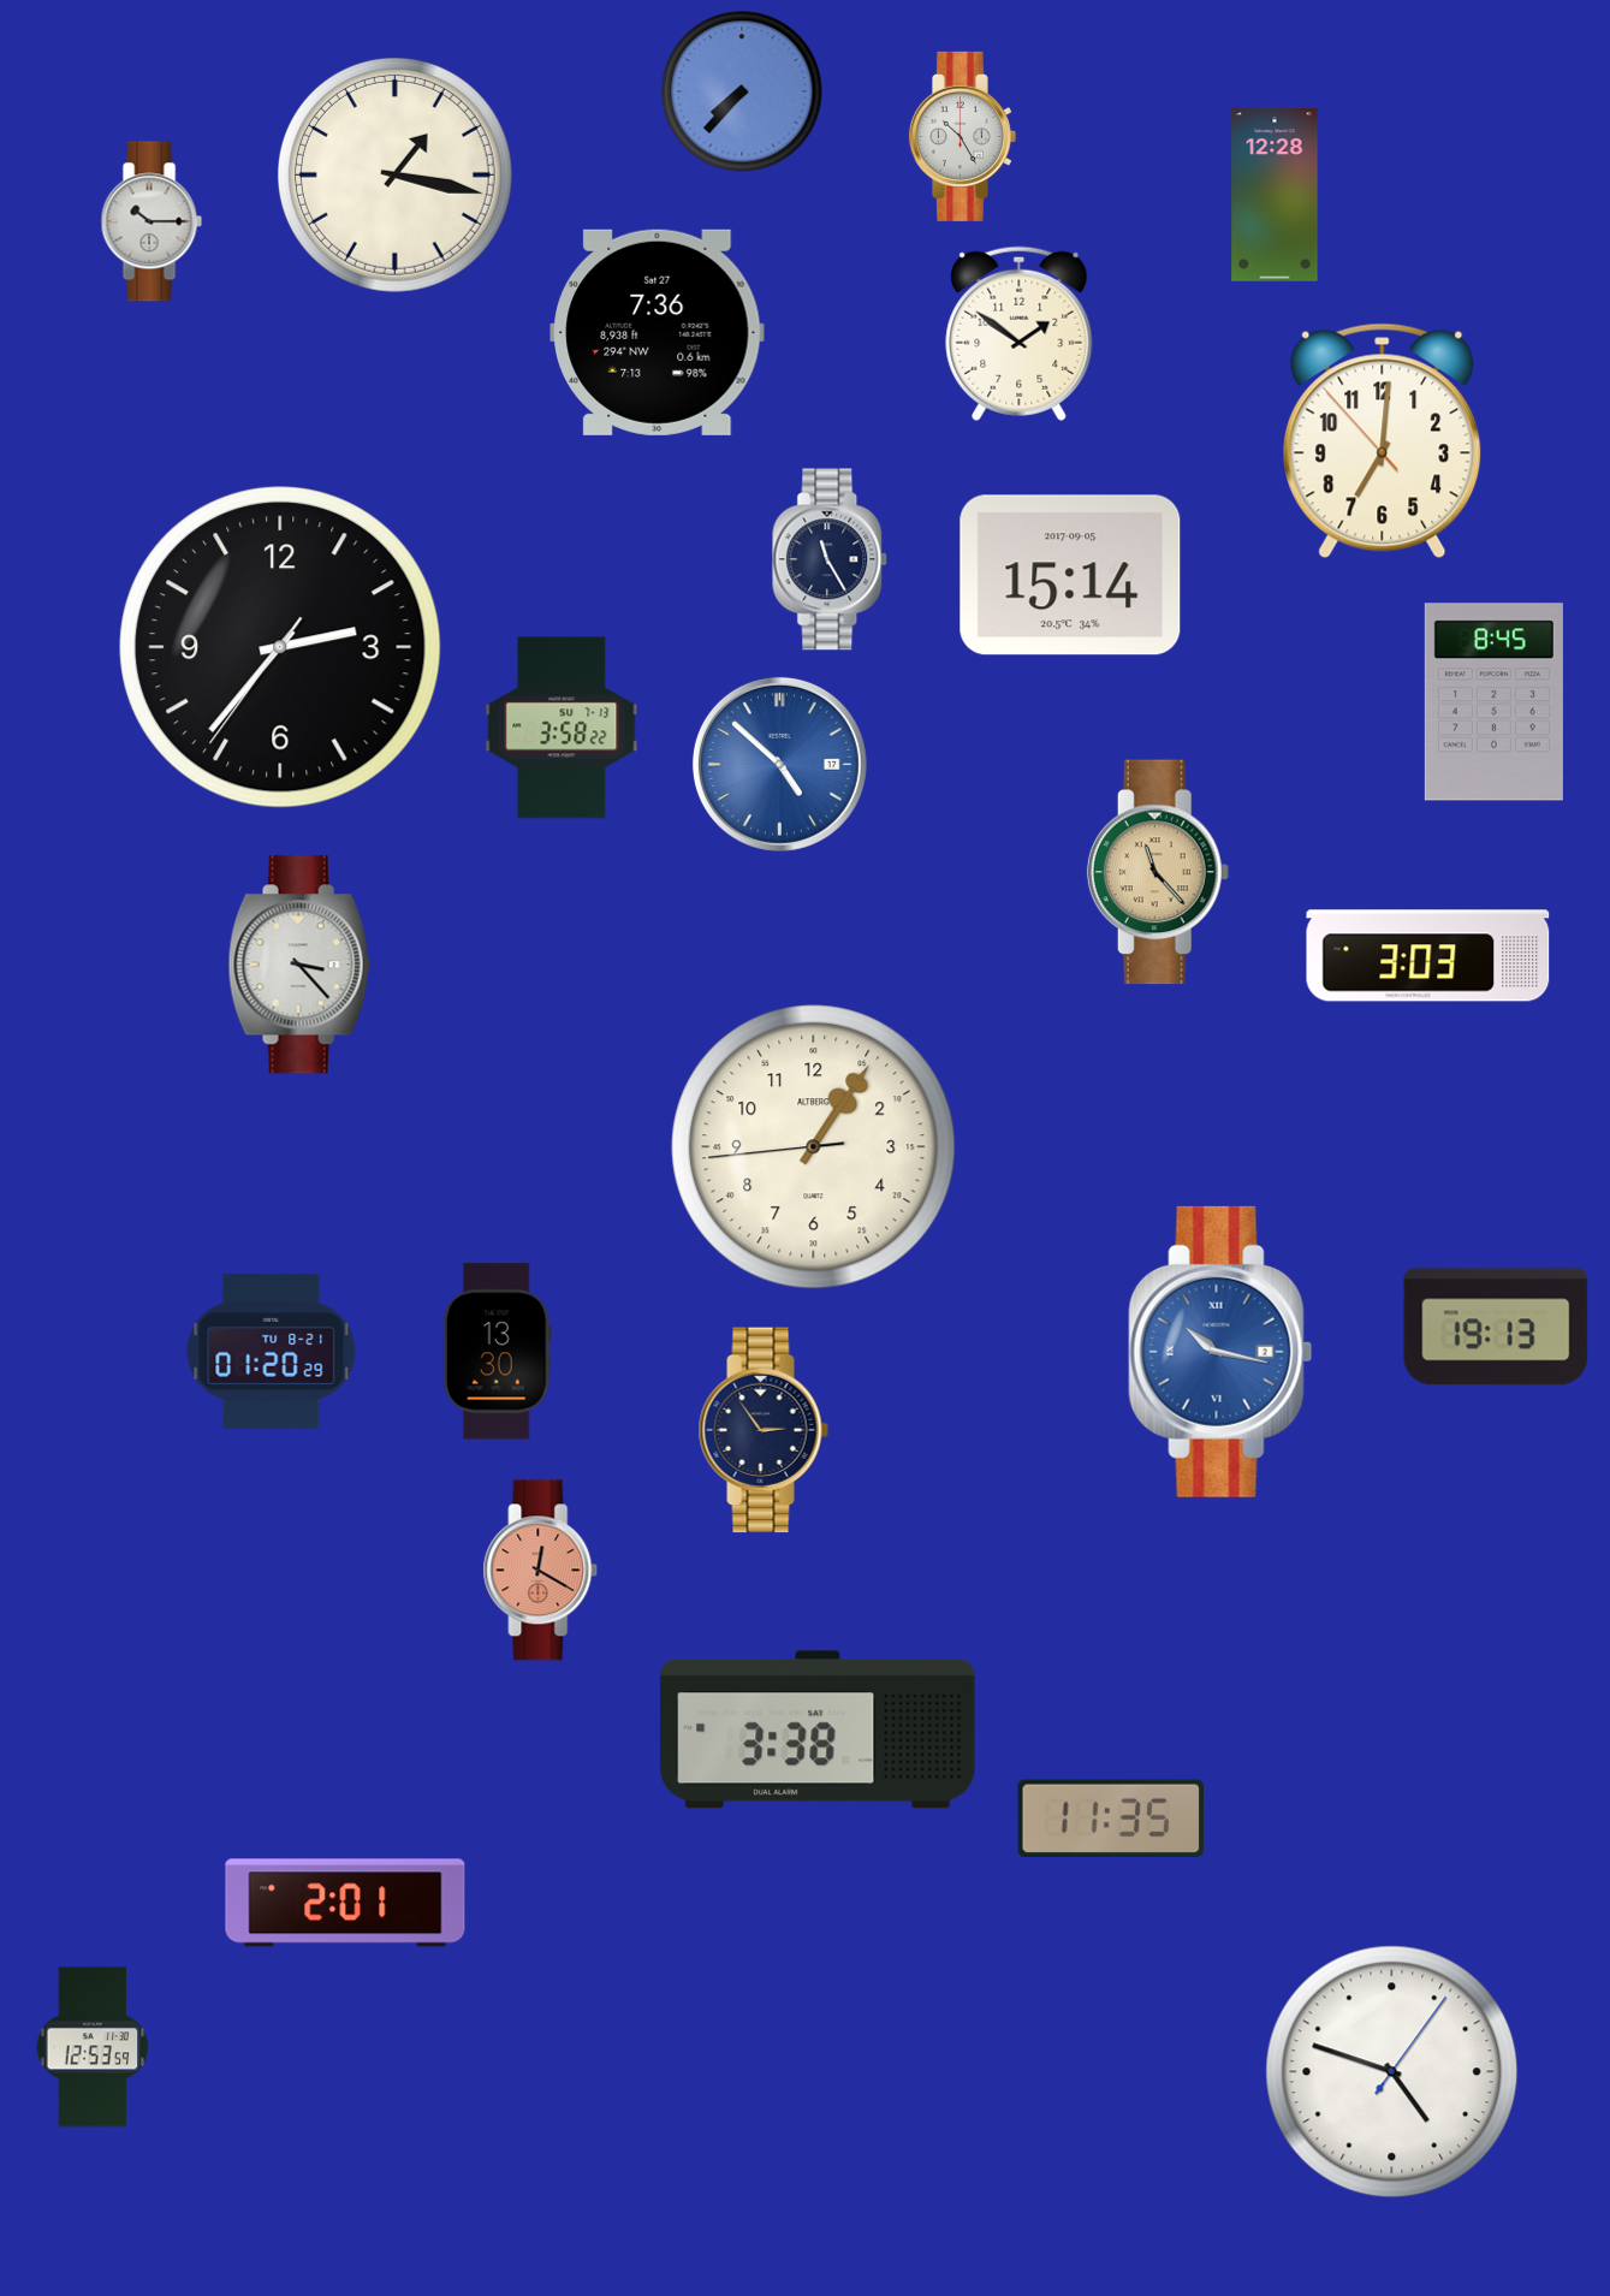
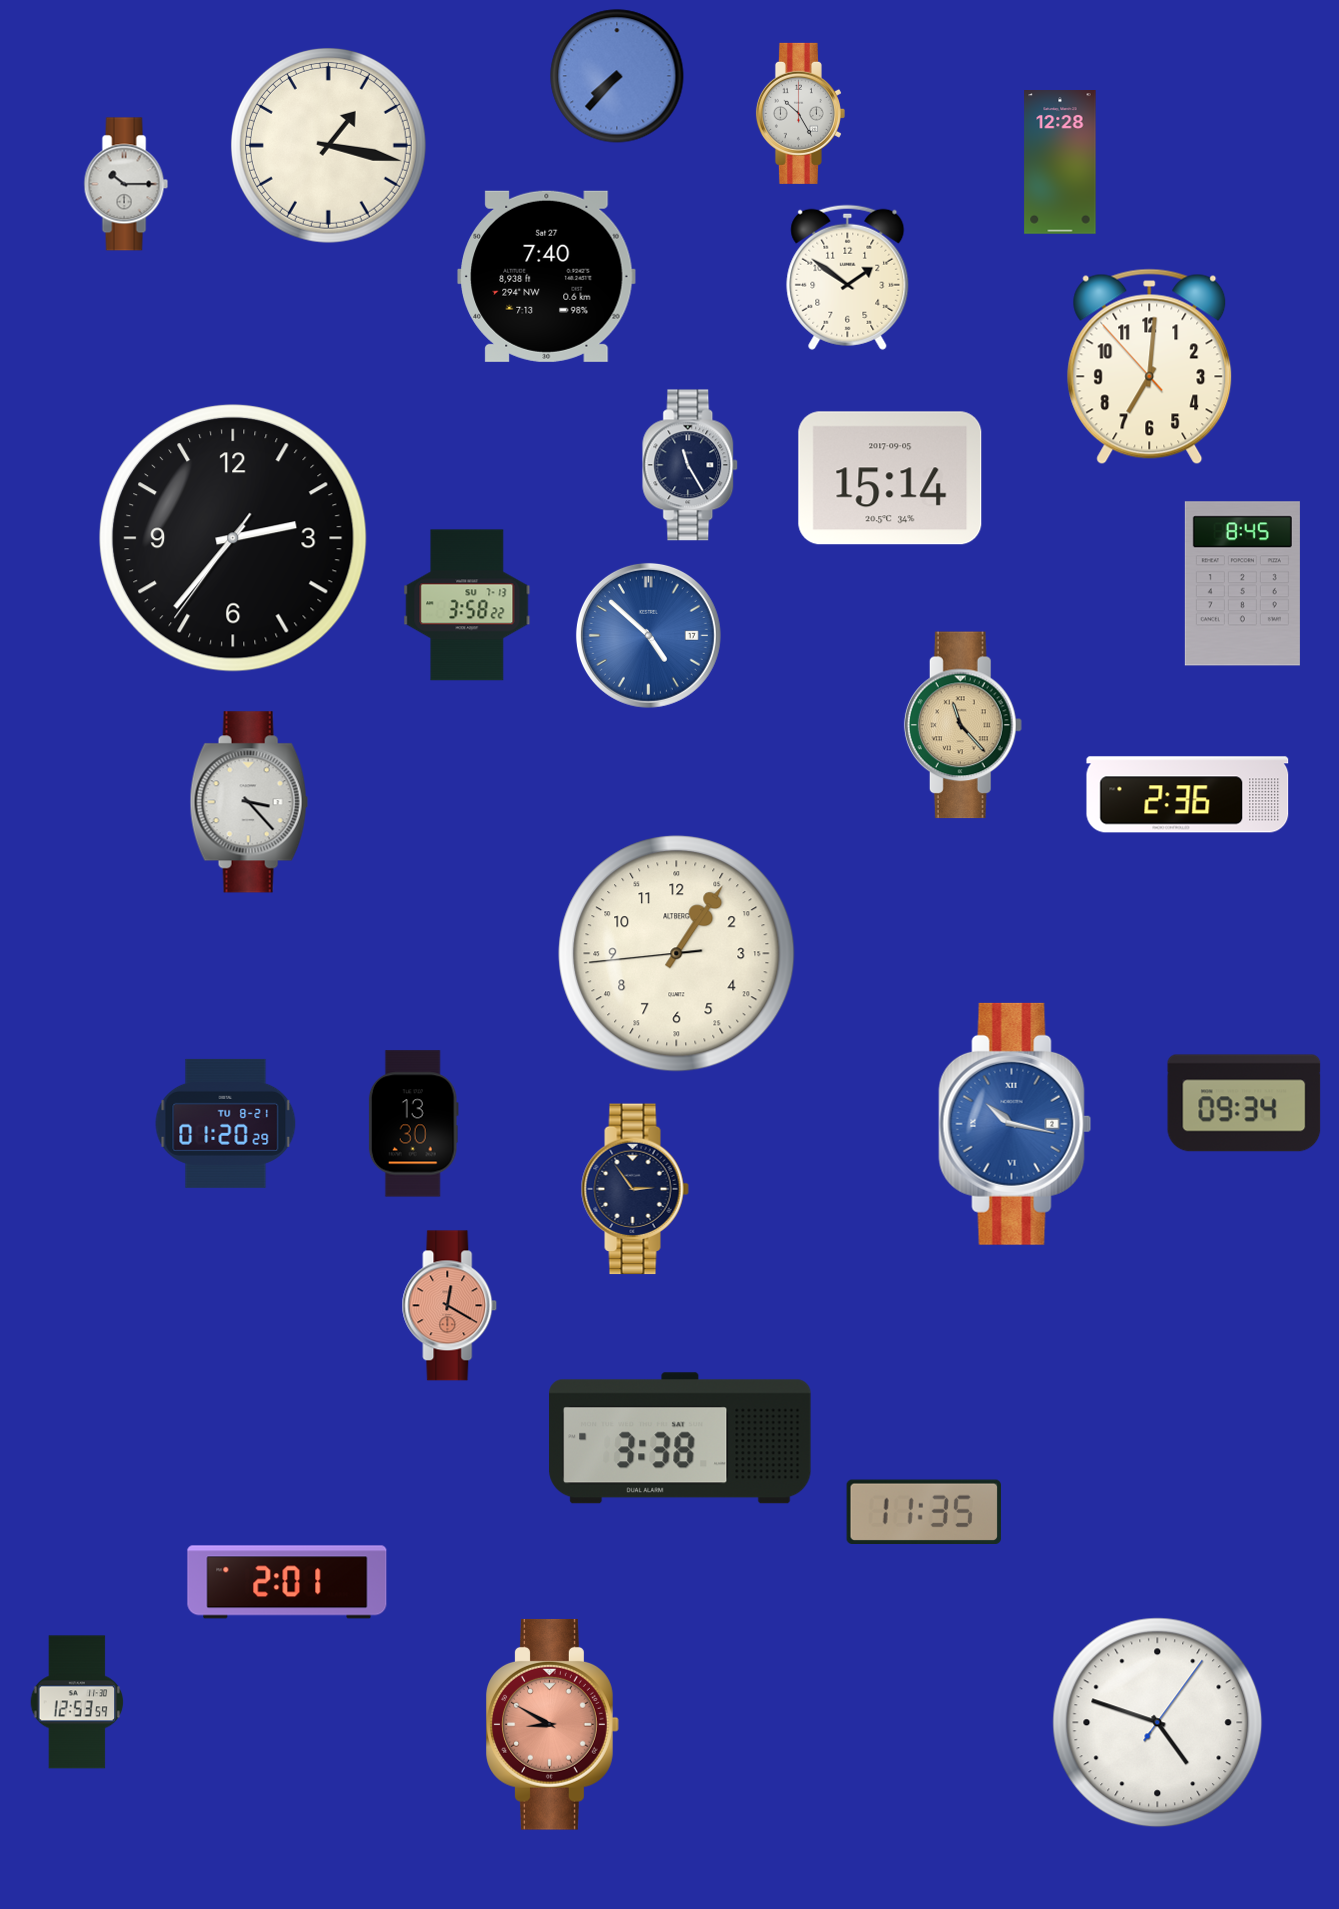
clock at (658, 332): 7:36 -> 7:40
clock at (1428, 956): 3:03 -> 2:36
clock at (1496, 1327): 19:13 -> 09:34
clock at (553, 1725): none -> 8:50
